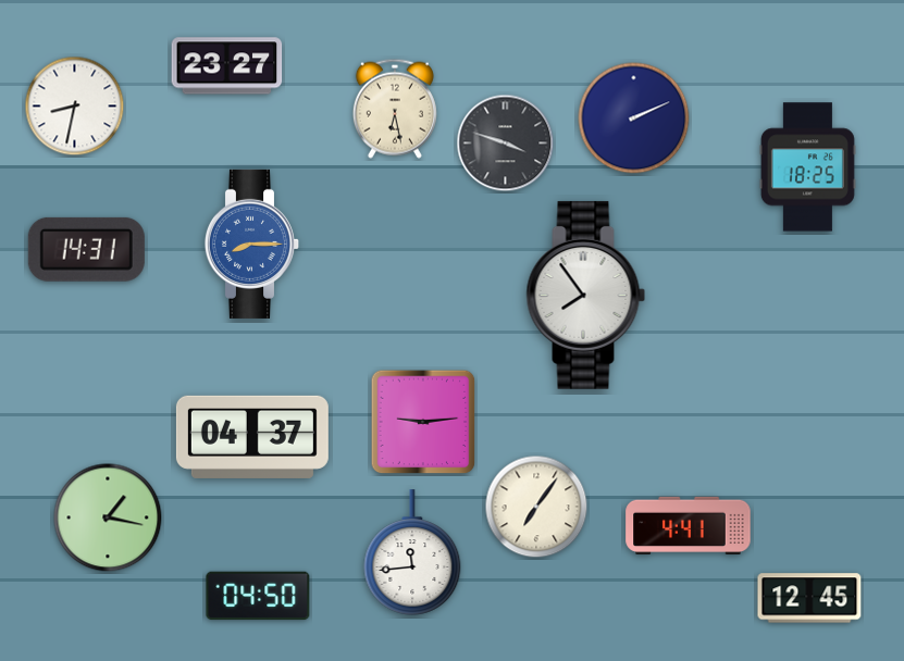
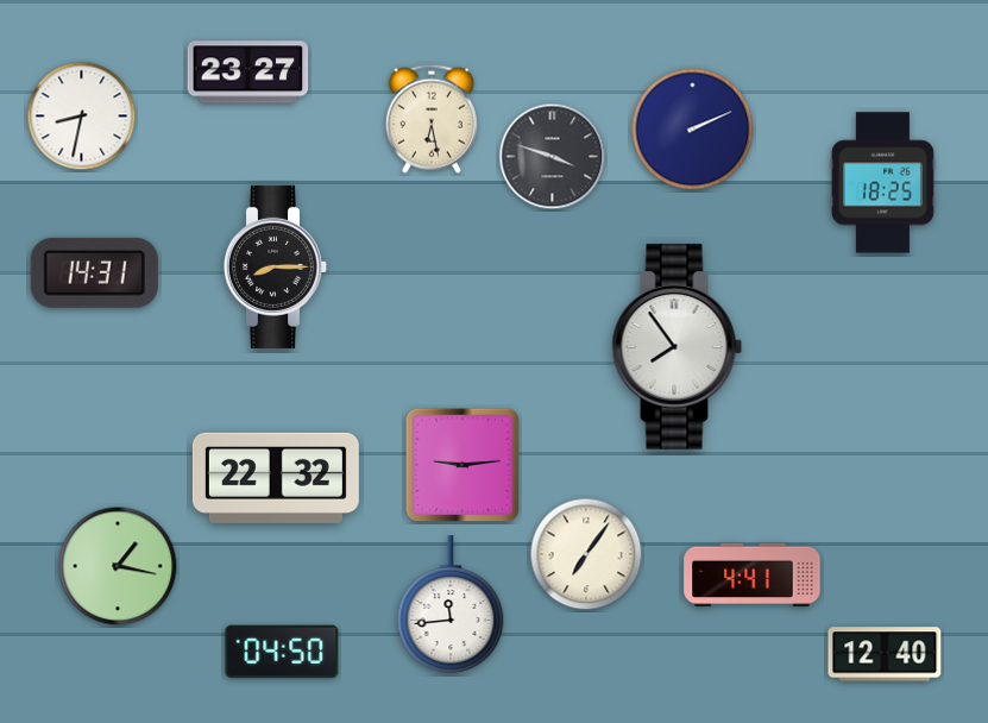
clock at (252, 244) dial: blue -> black
clock at (586, 295) position: (586, 295) -> (678, 346)
clock at (423, 422) position: (423, 422) -> (462, 465)
clock at (252, 437): 04:37 -> 22:32
clock at (809, 598): 12:45 -> 12:40
